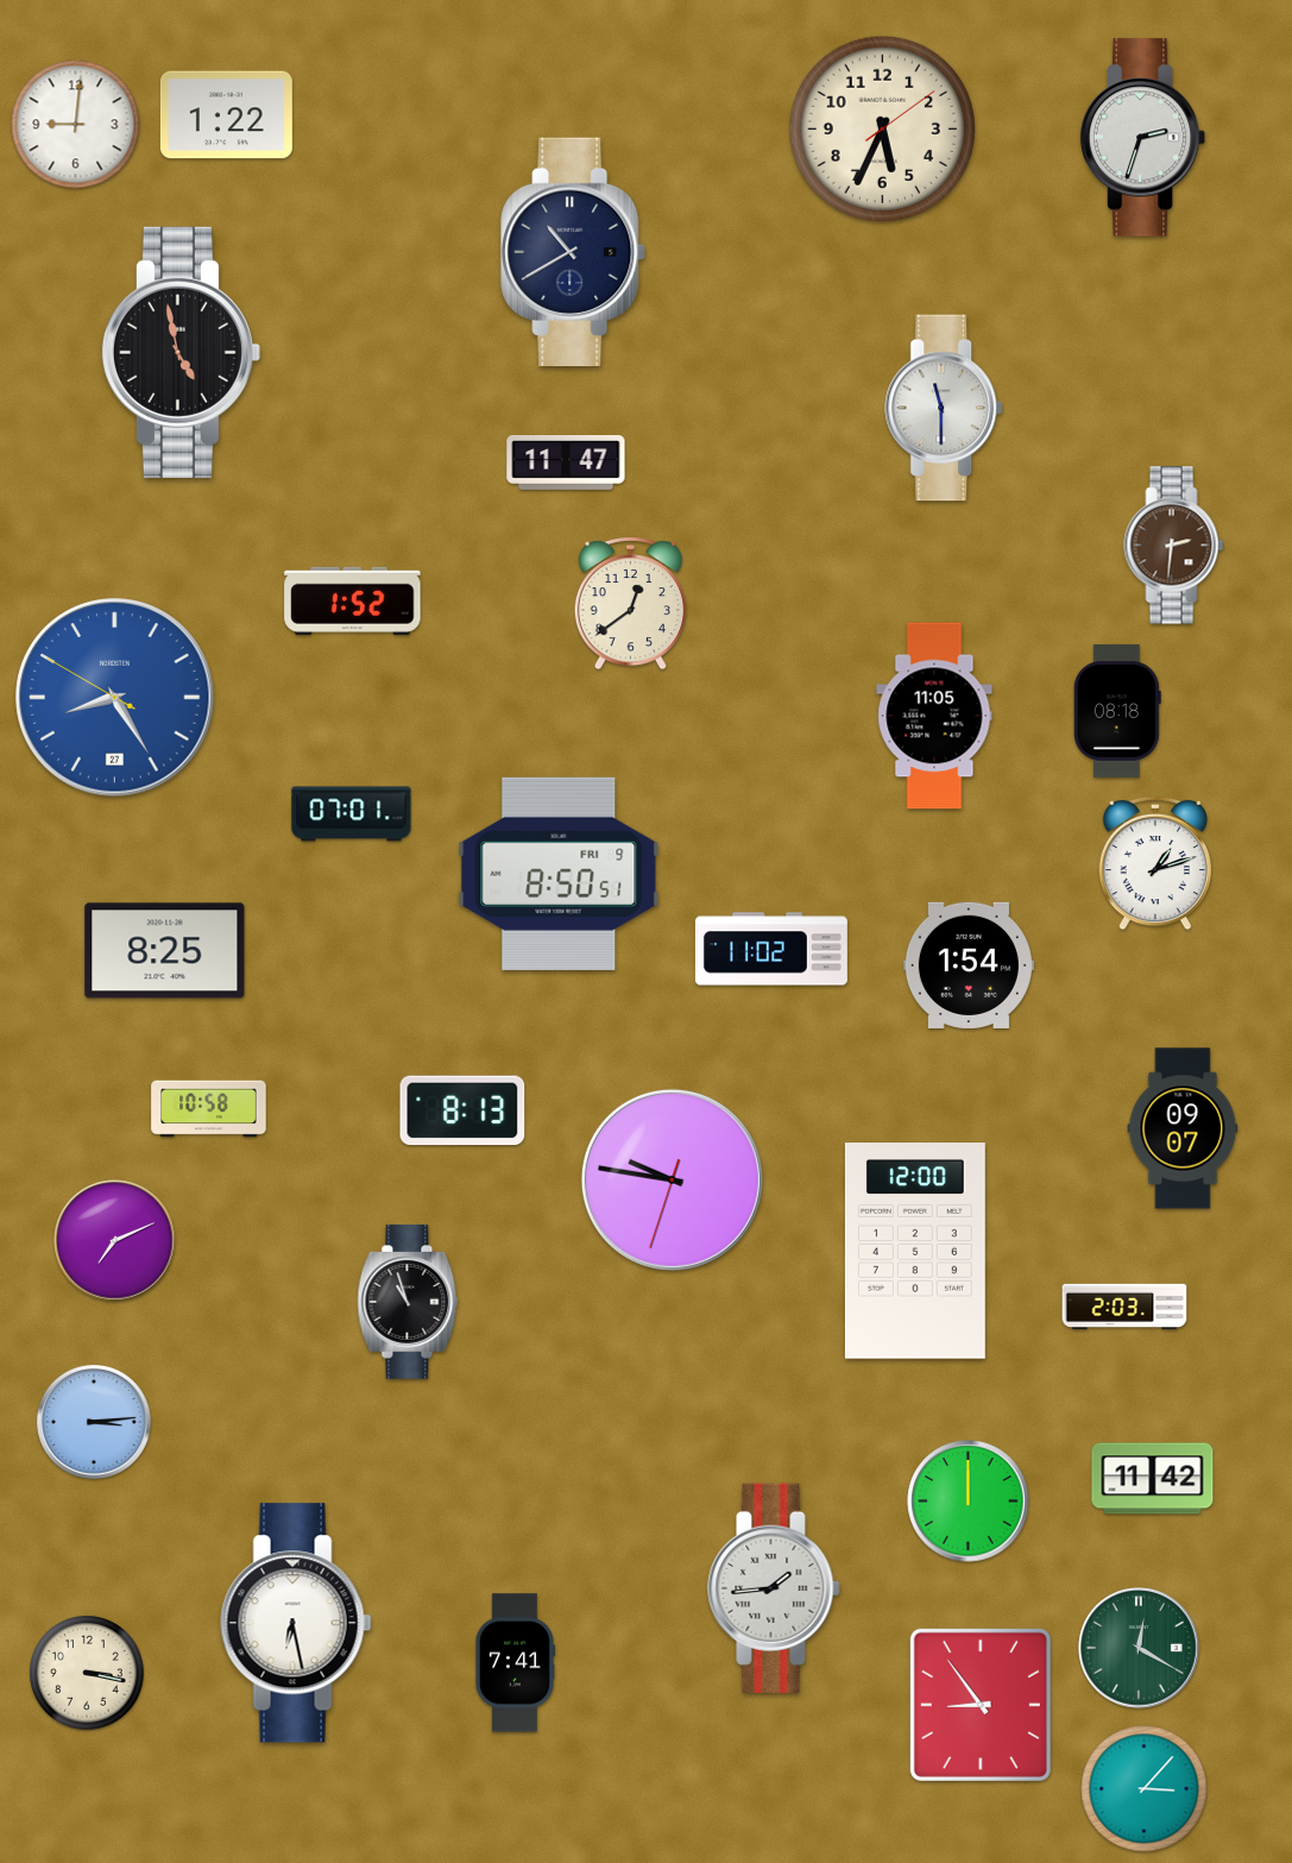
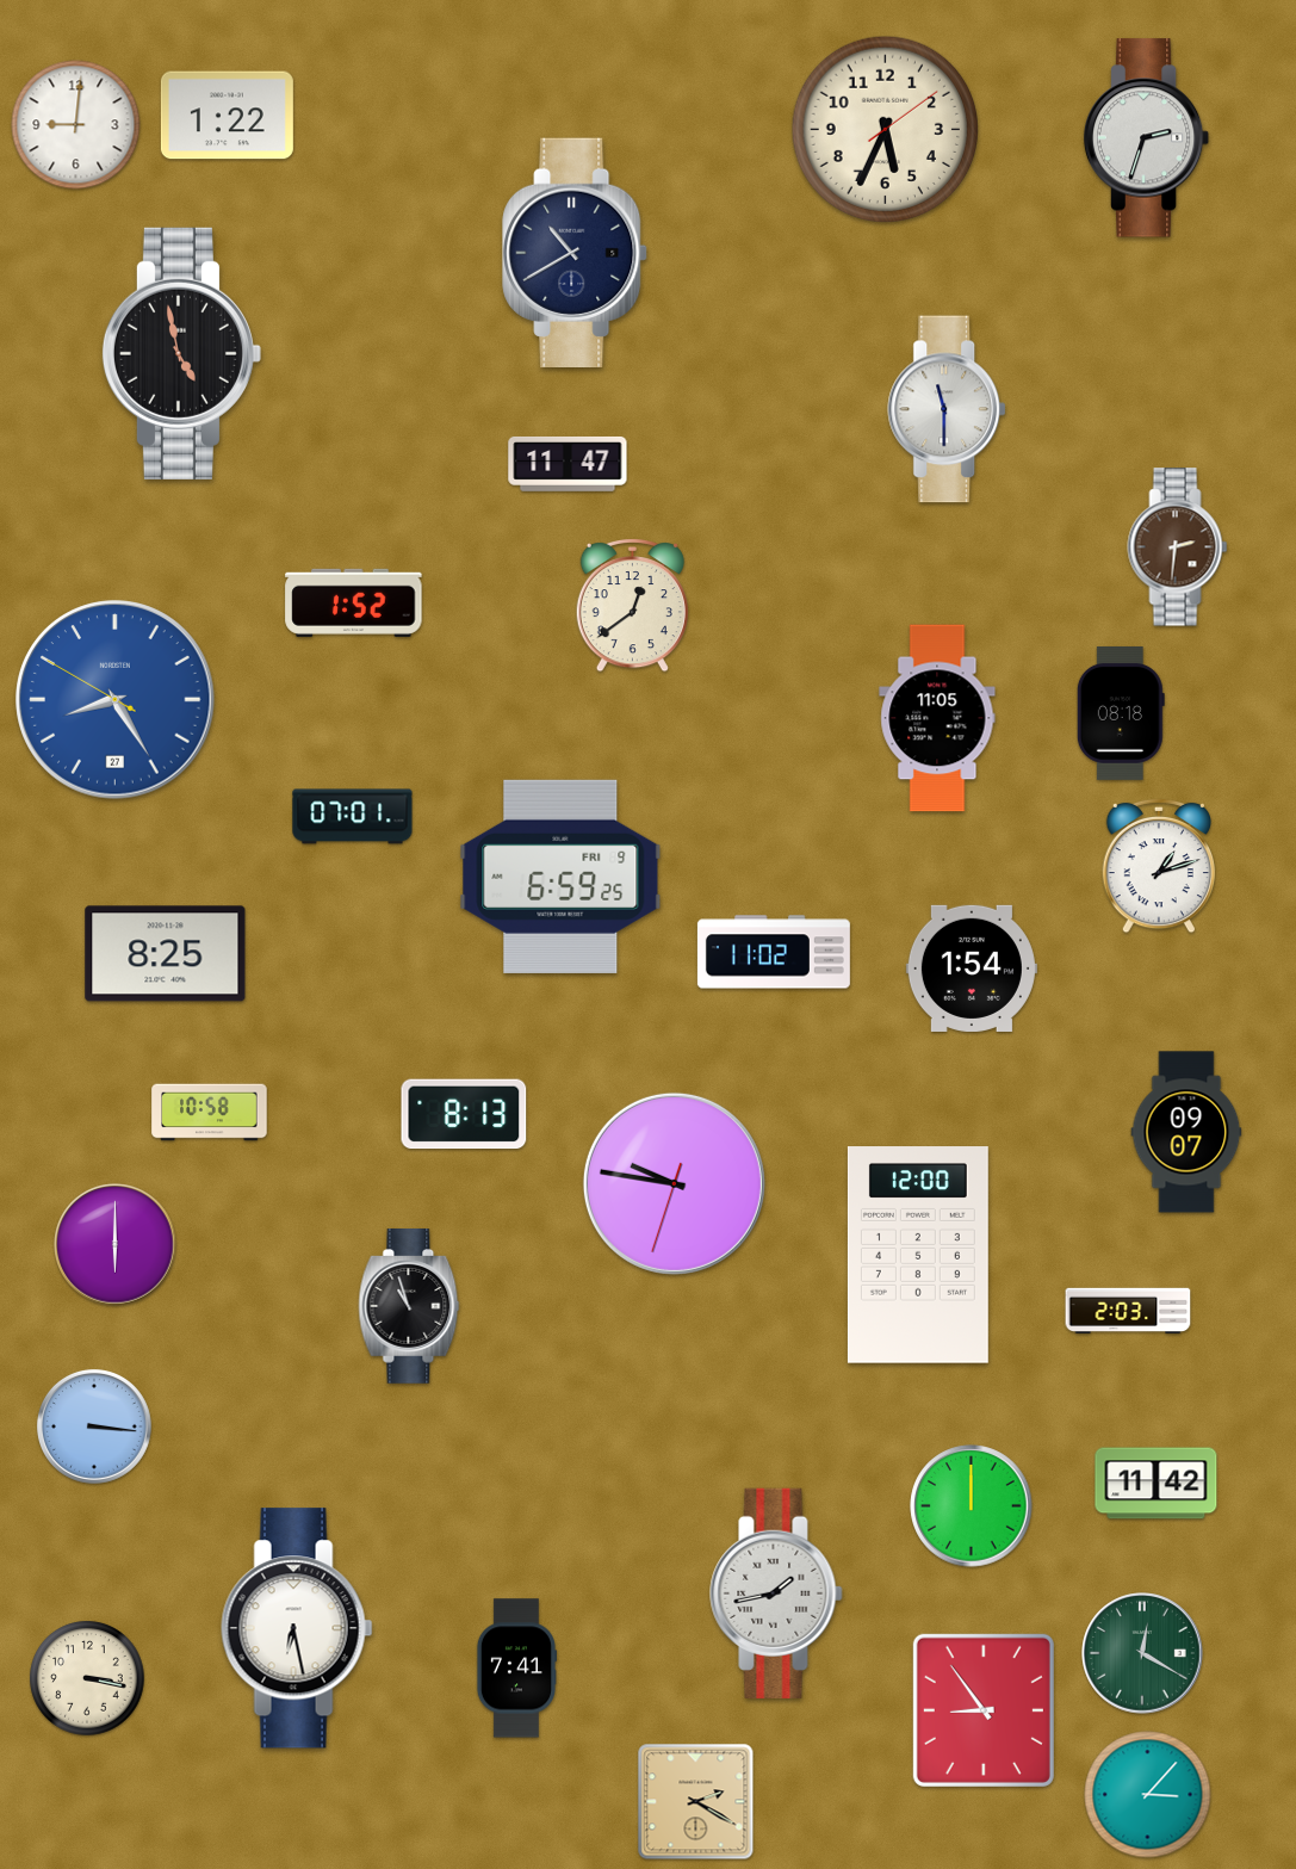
clock at (559, 874): 8:50 -> 6:59
clock at (115, 1241): 7:11 -> 6:00
clock at (94, 1422): 3:14 -> 3:16
clock at (774, 1588): 1:44 -> 1:43
clock at (696, 1802): none -> 2:20
